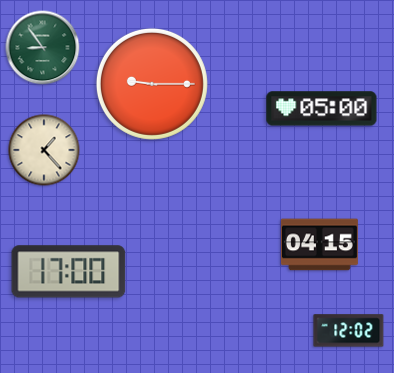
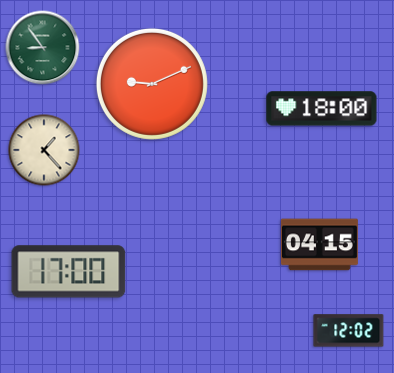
clock at (152, 84): 9:15 -> 9:11
clock at (322, 109): 05:00 -> 18:00
